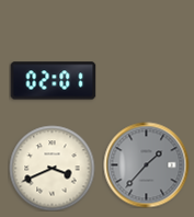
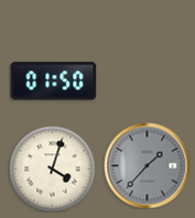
clock at (53, 81): 02:01 -> 01:50
clock at (52, 168): 3:41 -> 4:03
